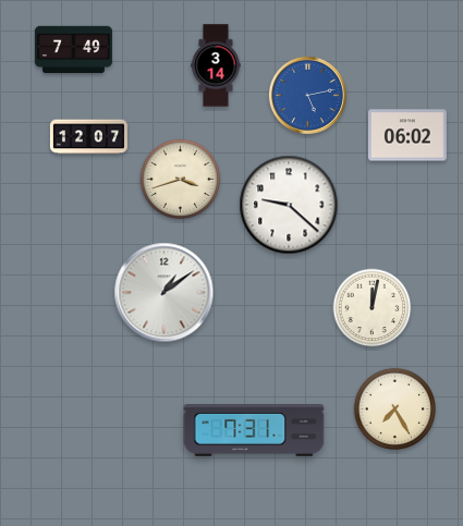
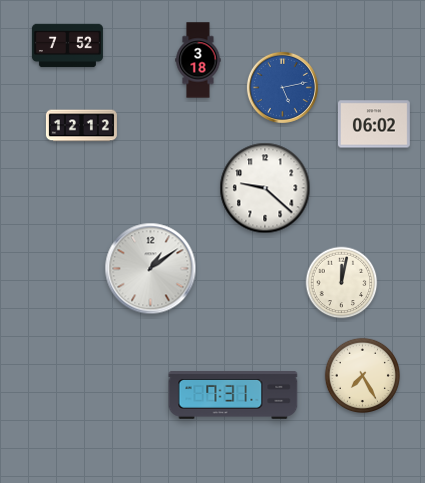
clock at (73, 50): 7:49 -> 7:52
clock at (216, 65): 3:14 -> 3:18
clock at (88, 137): 12:07 -> 12:12
clock at (181, 180): 3:42 -> none
